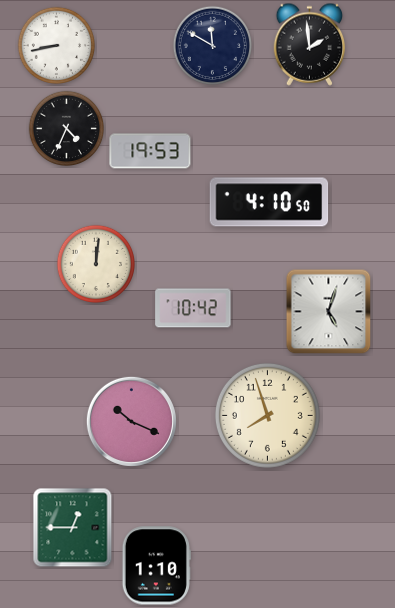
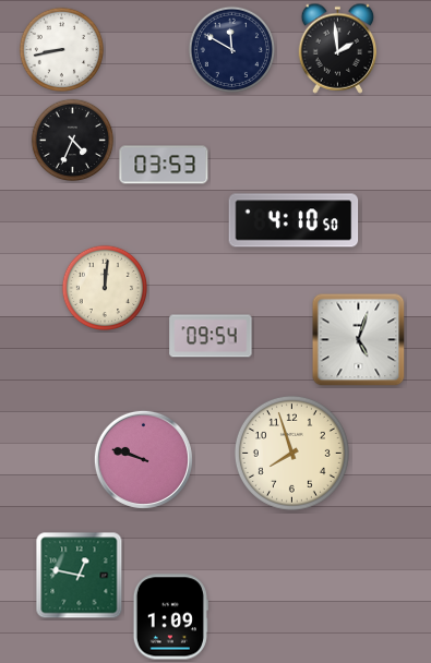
clock at (150, 151): 19:53 -> 03:53
clock at (193, 308): 10:42 -> 09:54
clock at (131, 421): 10:19 -> 9:48
clock at (73, 528): 12:45 -> 12:47
clock at (156, 566): 1:10 -> 1:09
